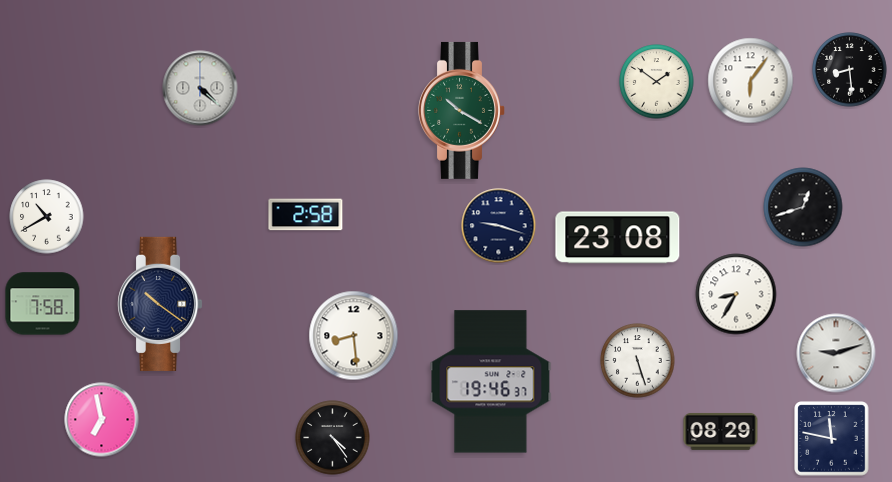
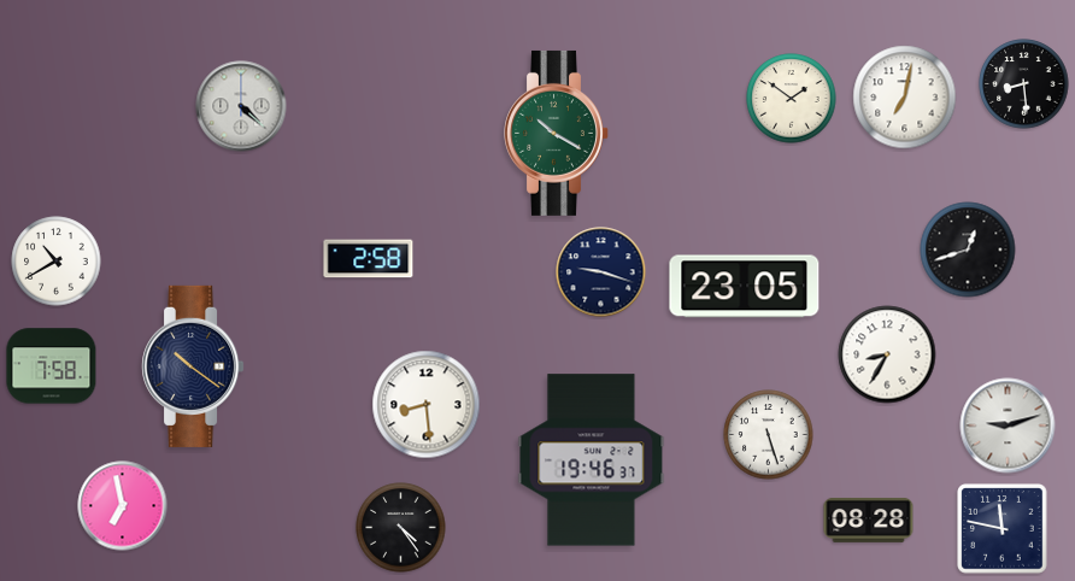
clock at (751, 81): 6:06 -> 7:02
clock at (618, 238): 23:08 -> 23:05
clock at (721, 431): 08:29 -> 08:28
